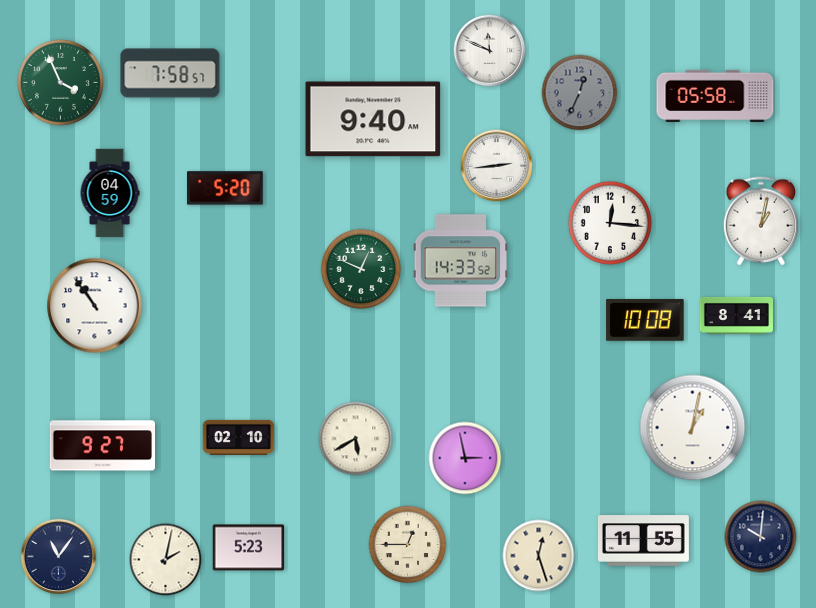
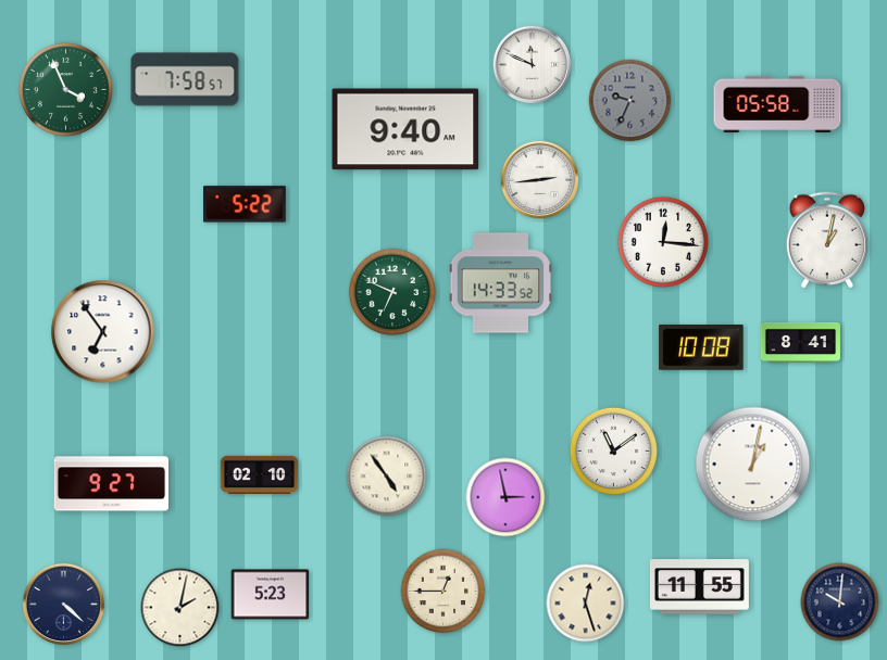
clock at (490, 51) position: (490, 51) -> (533, 65)
clock at (580, 93): 12:34 -> 9:34
clock at (226, 188): 5:20 -> 5:22
clock at (110, 193): 04:59 -> none
clock at (361, 269): 12:49 -> 6:49
clock at (95, 306): 10:54 -> 6:54
clock at (614, 452): none -> 11:09
clock at (356, 439): 5:40 -> 4:54
clock at (761, 537) position: (761, 537) -> (840, 602)
clock at (59, 557): 11:06 -> 4:22
